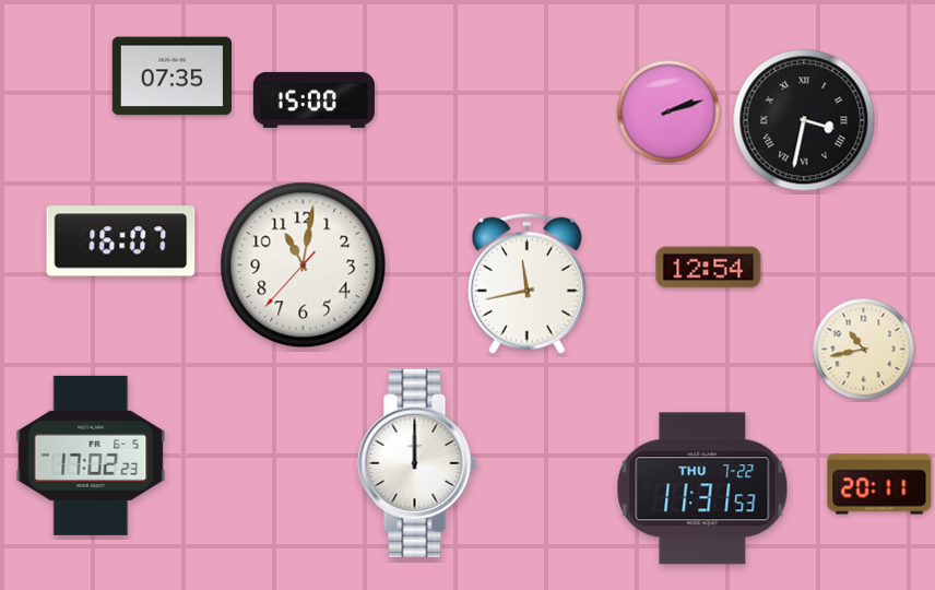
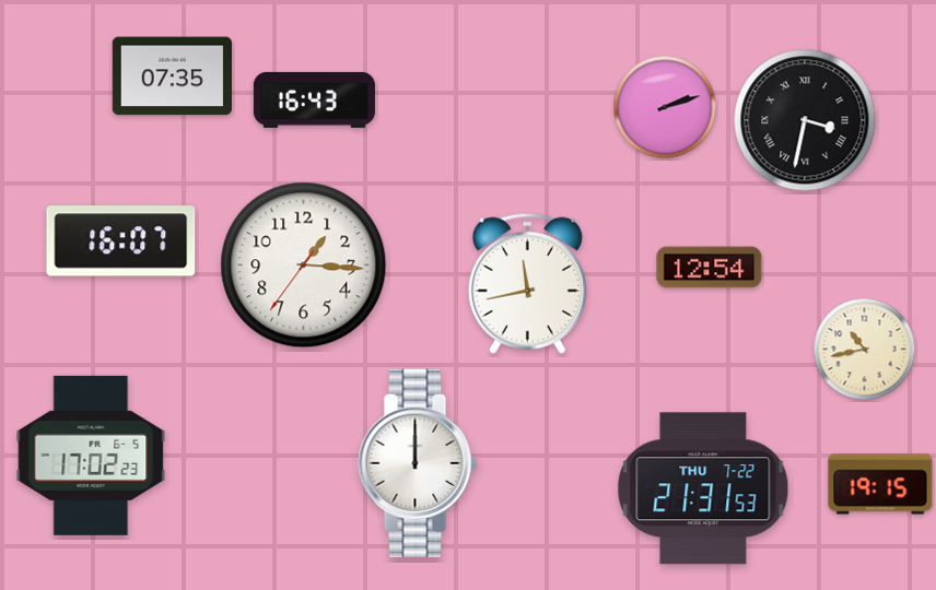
clock at (313, 99): 15:00 -> 16:43
clock at (668, 111) position: (668, 111) -> (665, 107)
clock at (304, 265): 11:01 -> 1:15
clock at (879, 484): 20:11 -> 19:15
clock at (702, 488): 11:31 -> 21:31
